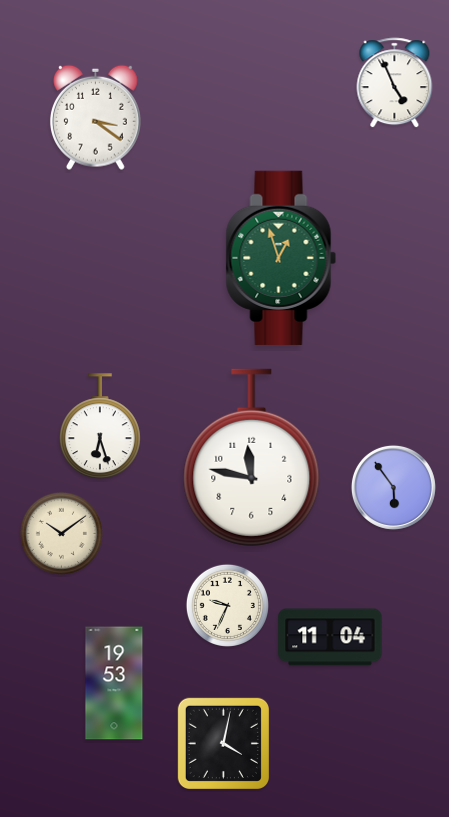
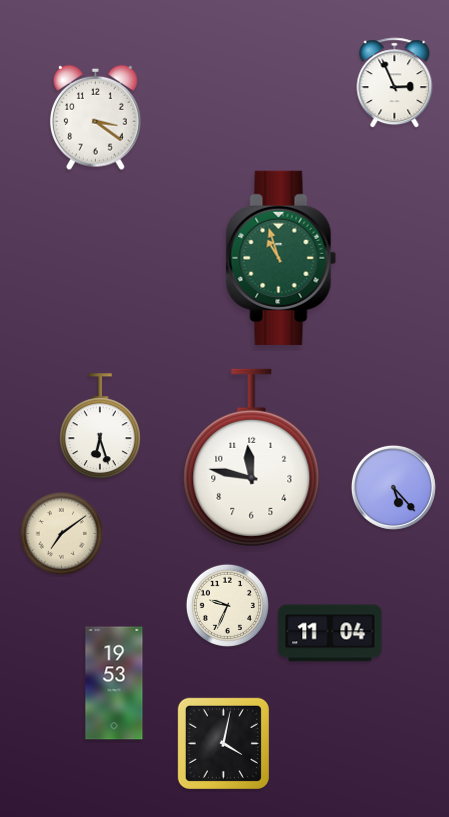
clock at (395, 83): 4:56 -> 2:56
clock at (281, 258): 12:57 -> 10:57
clock at (393, 487): 5:54 -> 5:23
clock at (61, 533): 10:09 -> 7:09
clock at (330, 637) position: (330, 637) -> (330, 633)
